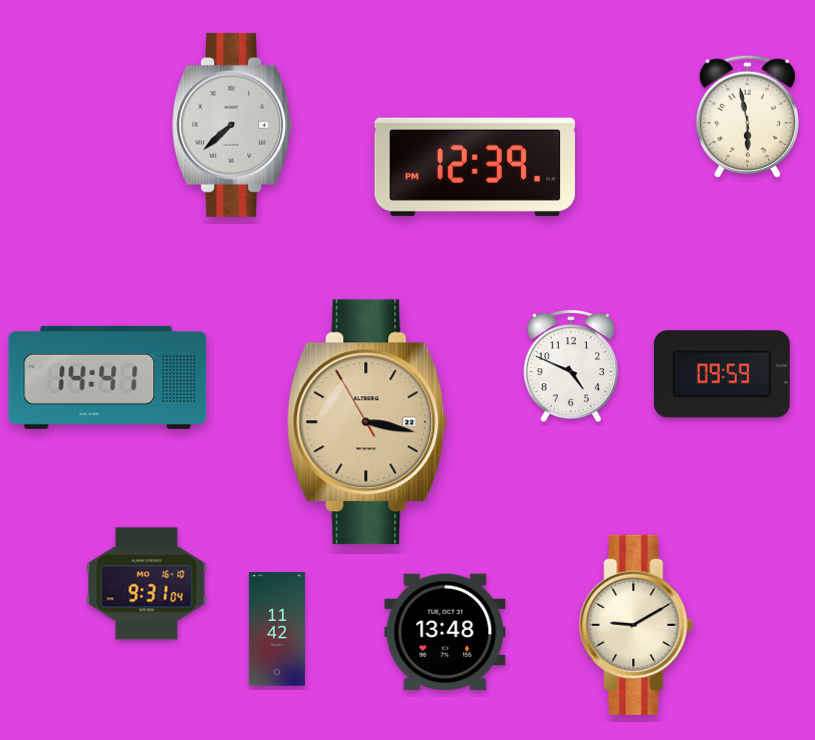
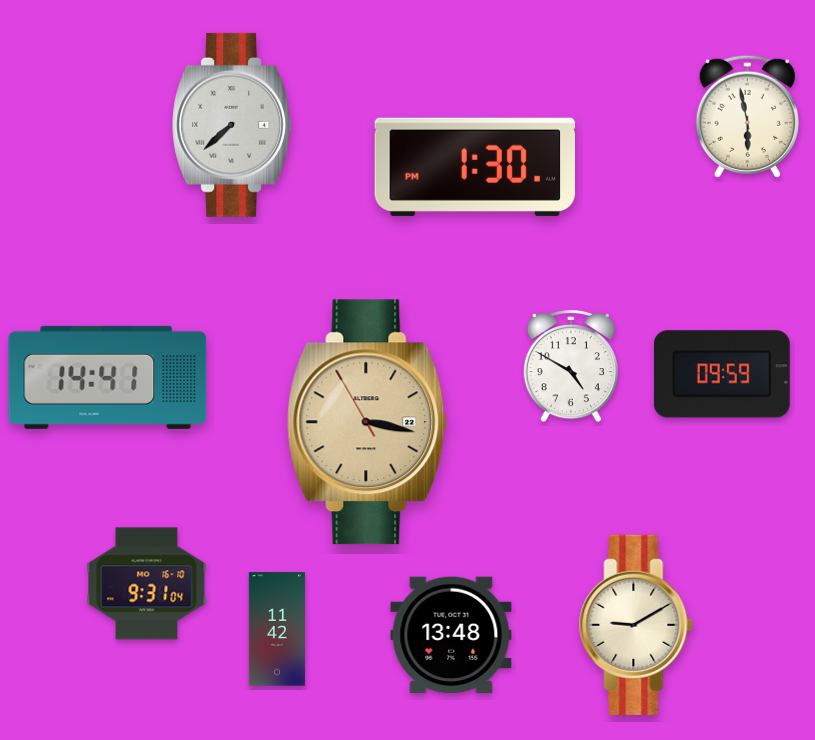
clock at (474, 167): 12:39 -> 1:30
clock at (571, 366): 4:49 -> 4:50
clock at (445, 632) position: (445, 632) -> (451, 635)
